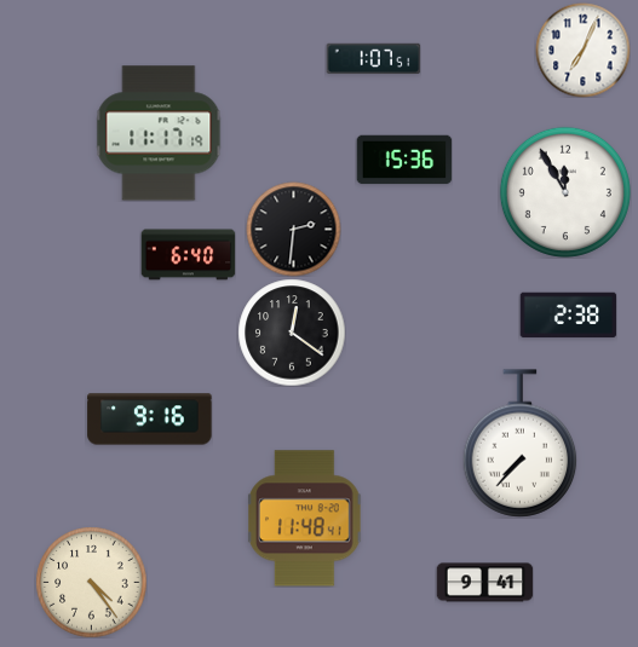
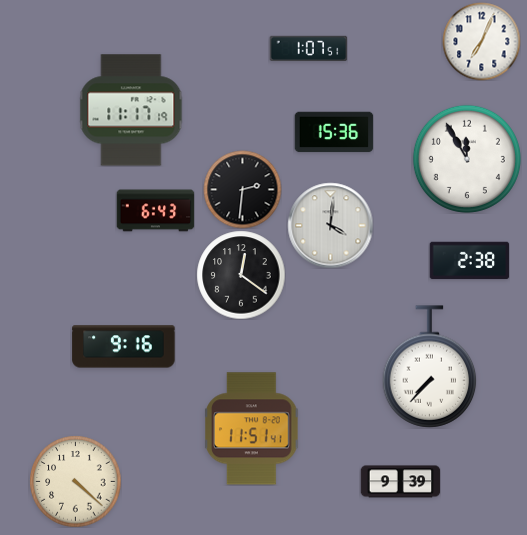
clock at (188, 255): 6:40 -> 6:43
clock at (330, 225): none -> 4:01
clock at (305, 519): 11:48 -> 11:51
clock at (91, 582): 4:24 -> 4:22
clock at (484, 583): 9:41 -> 9:39
